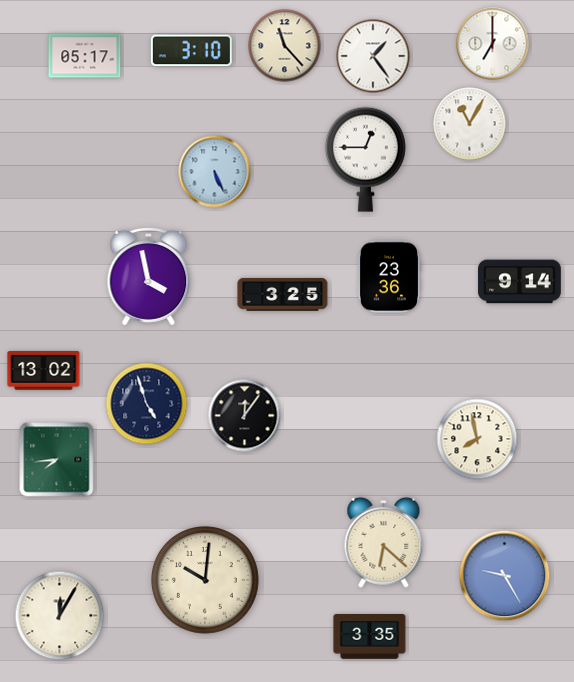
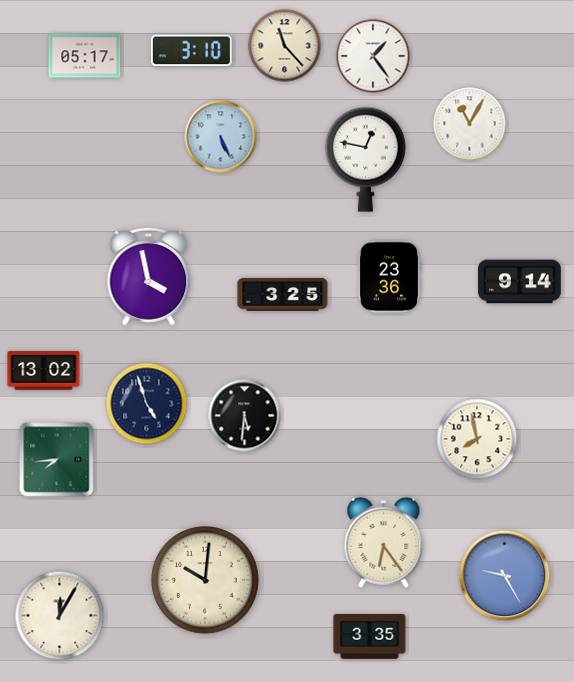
clock at (493, 44): 7:00 -> none
clock at (365, 159): 12:45 -> 12:47
clock at (215, 172) position: (215, 172) -> (221, 137)
clock at (245, 416): 12:06 -> 5:31
clock at (384, 542): 6:22 -> 6:24
